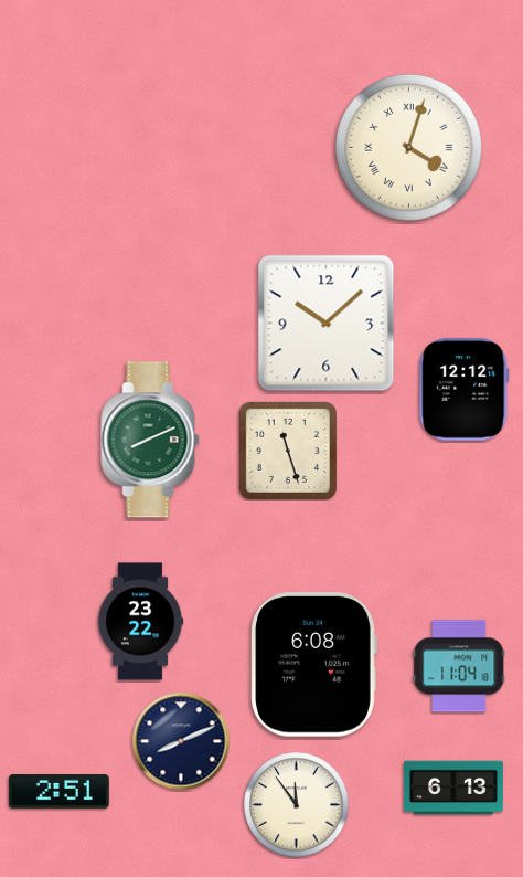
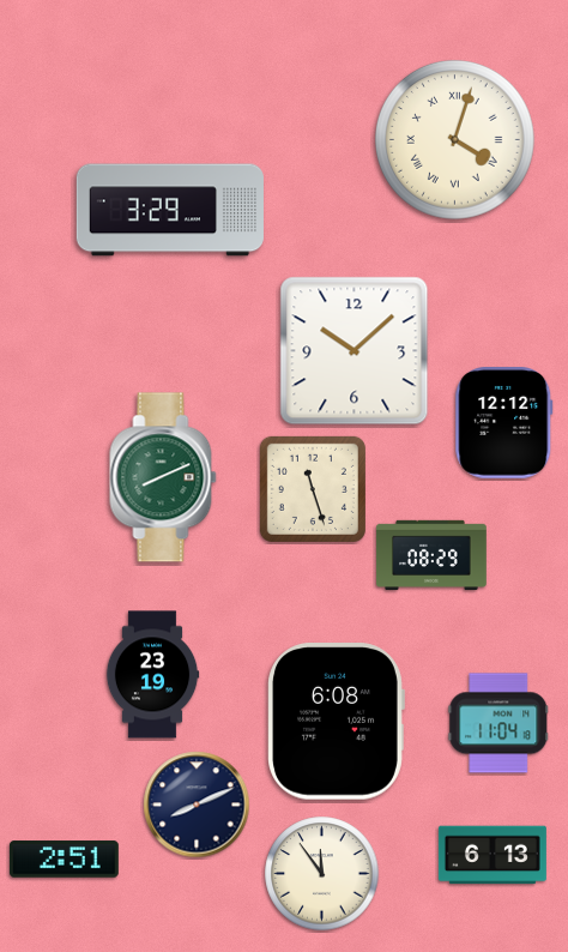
clock at (409, 148) position: (409, 148) -> (455, 140)
clock at (170, 210): none -> 3:29
clock at (431, 554): none -> 08:29
clock at (140, 622): 23:22 -> 23:19
clock at (313, 665) position: (313, 665) -> (336, 722)
